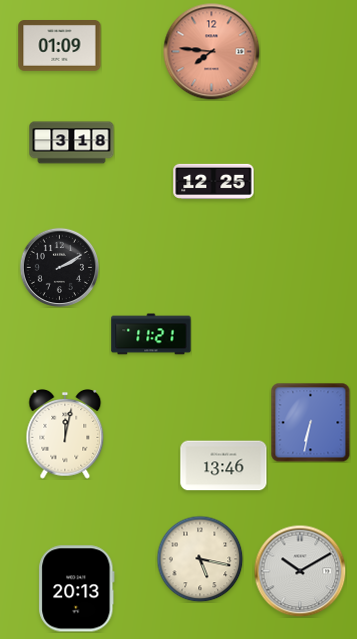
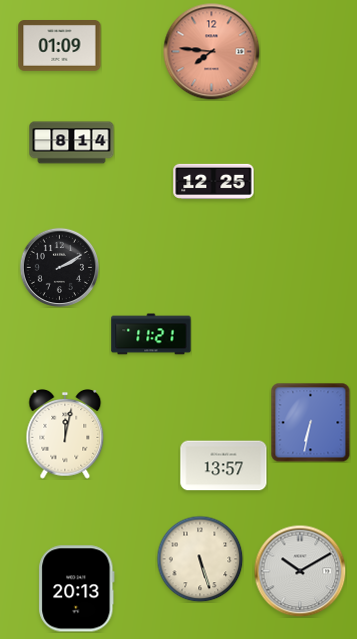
clock at (72, 143): 3:18 -> 8:14
clock at (224, 466): 13:46 -> 13:57
clock at (200, 559): 5:17 -> 5:27
